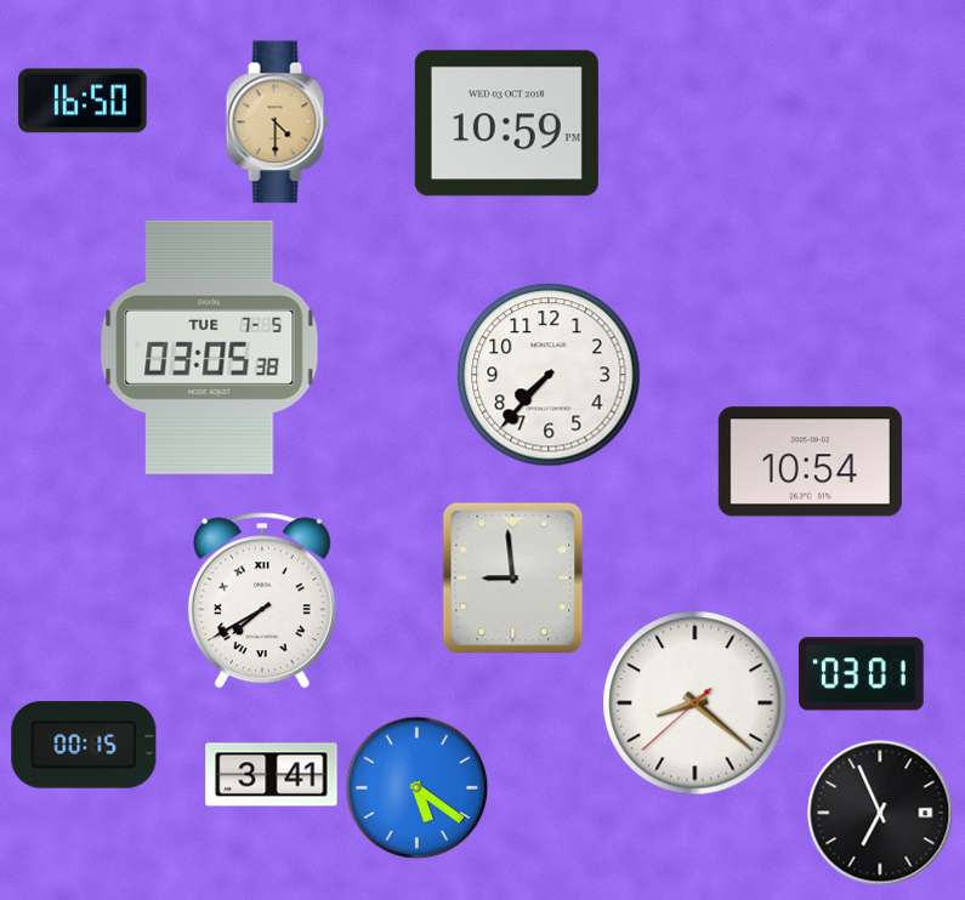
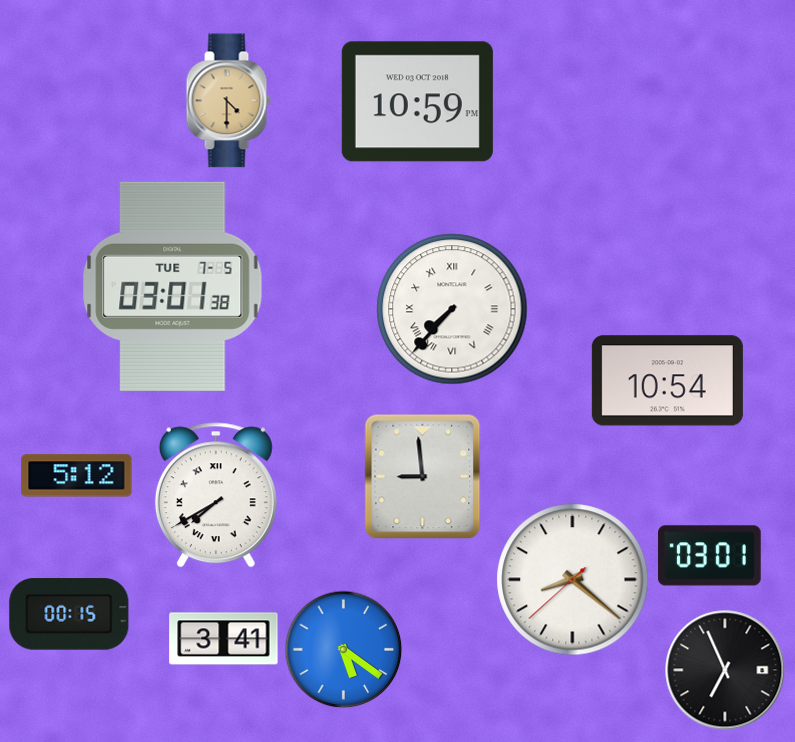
clock at (83, 101): 16:50 -> none
clock at (210, 347): 03:05 -> 03:01
clock at (549, 375) numerals: Arabic -> Roman
clock at (77, 476): none -> 5:12
